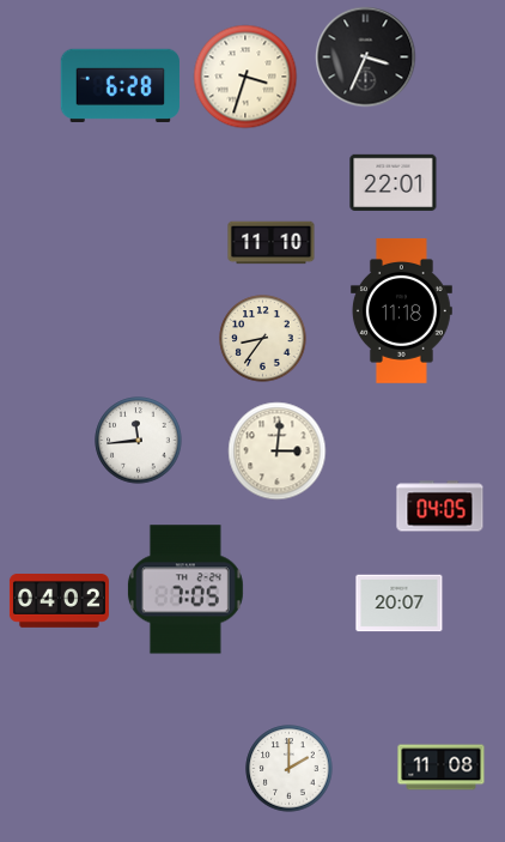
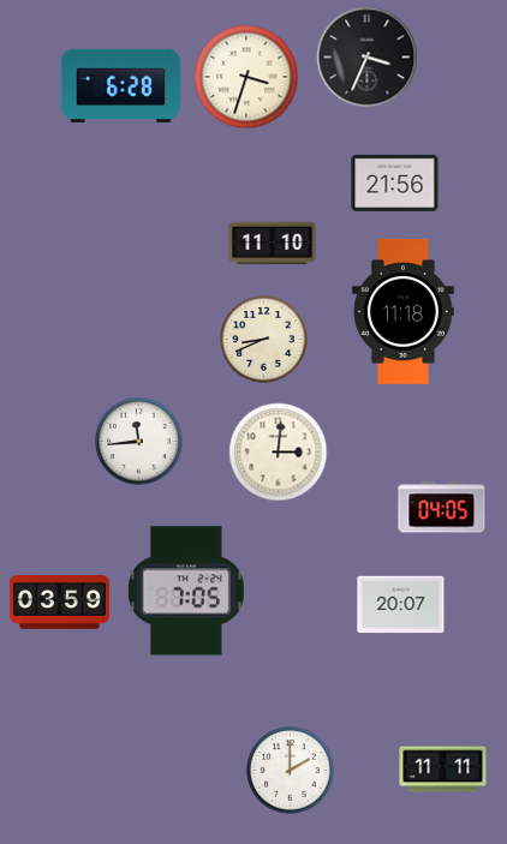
clock at (394, 182): 22:01 -> 21:56
clock at (263, 339): 8:36 -> 8:41
clock at (59, 601): 04:02 -> 03:59
clock at (442, 768): 11:08 -> 11:11
